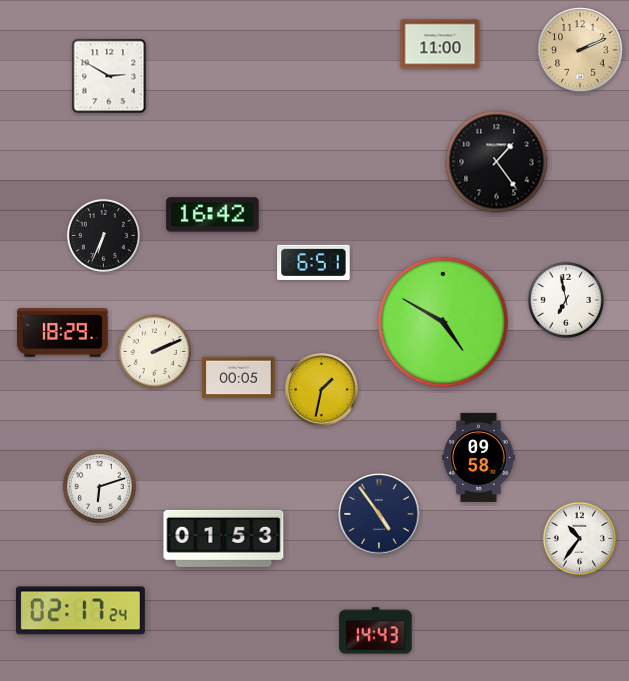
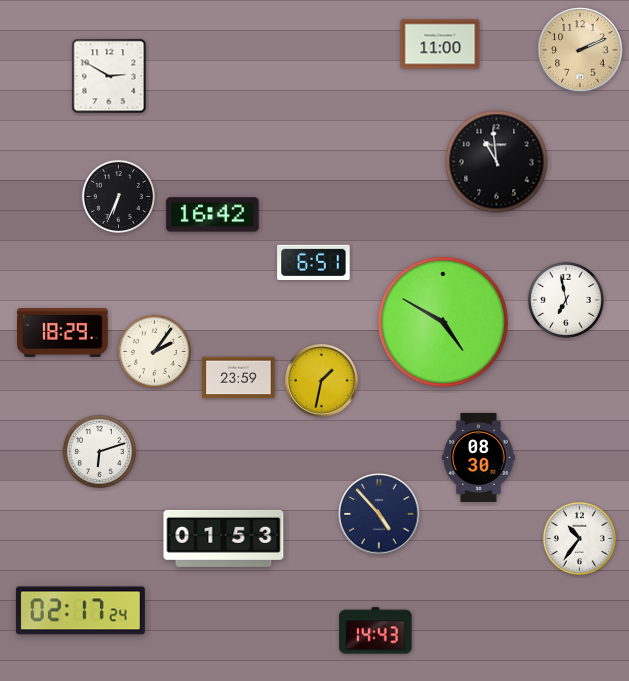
clock at (497, 162): 1:24 -> 10:59
clock at (103, 235) position: (103, 235) -> (118, 196)
clock at (154, 351): 2:11 -> 2:06
clock at (239, 378): 00:05 -> 23:59
clock at (322, 390) position: (322, 390) -> (322, 381)
clock at (479, 457): 09:58 -> 08:30
clock at (99, 486) position: (99, 486) -> (99, 451)
clock at (379, 514): 4:54 -> 4:53
